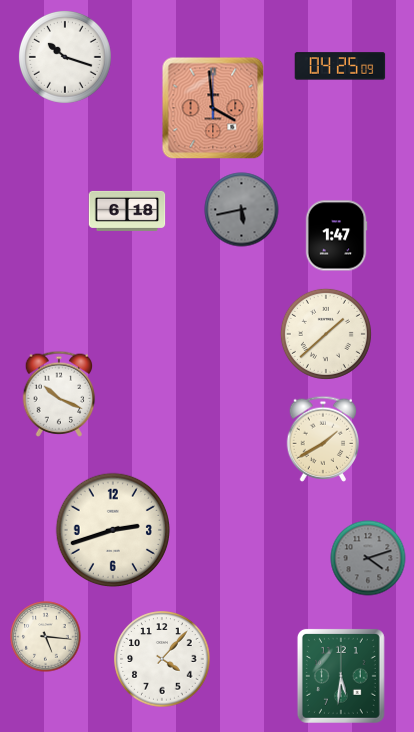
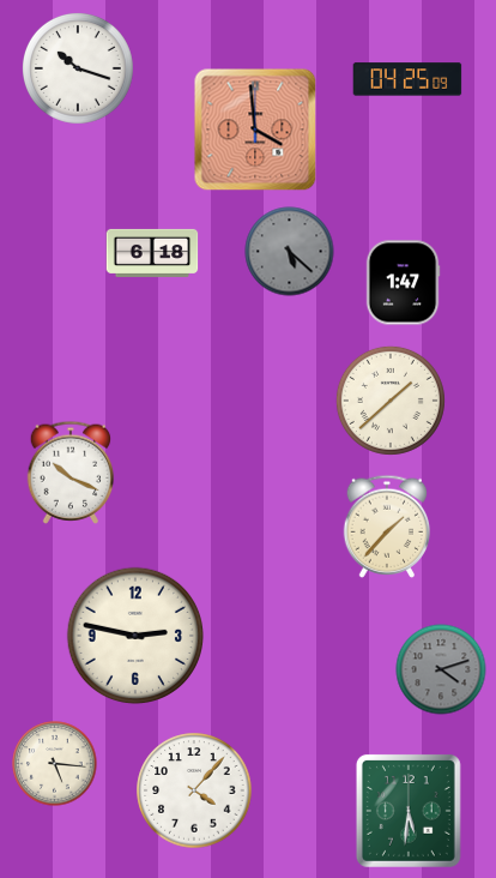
clock at (242, 210): 5:43 -> 5:22
clock at (323, 439): 1:40 -> 1:37
clock at (112, 529): 2:42 -> 2:47
